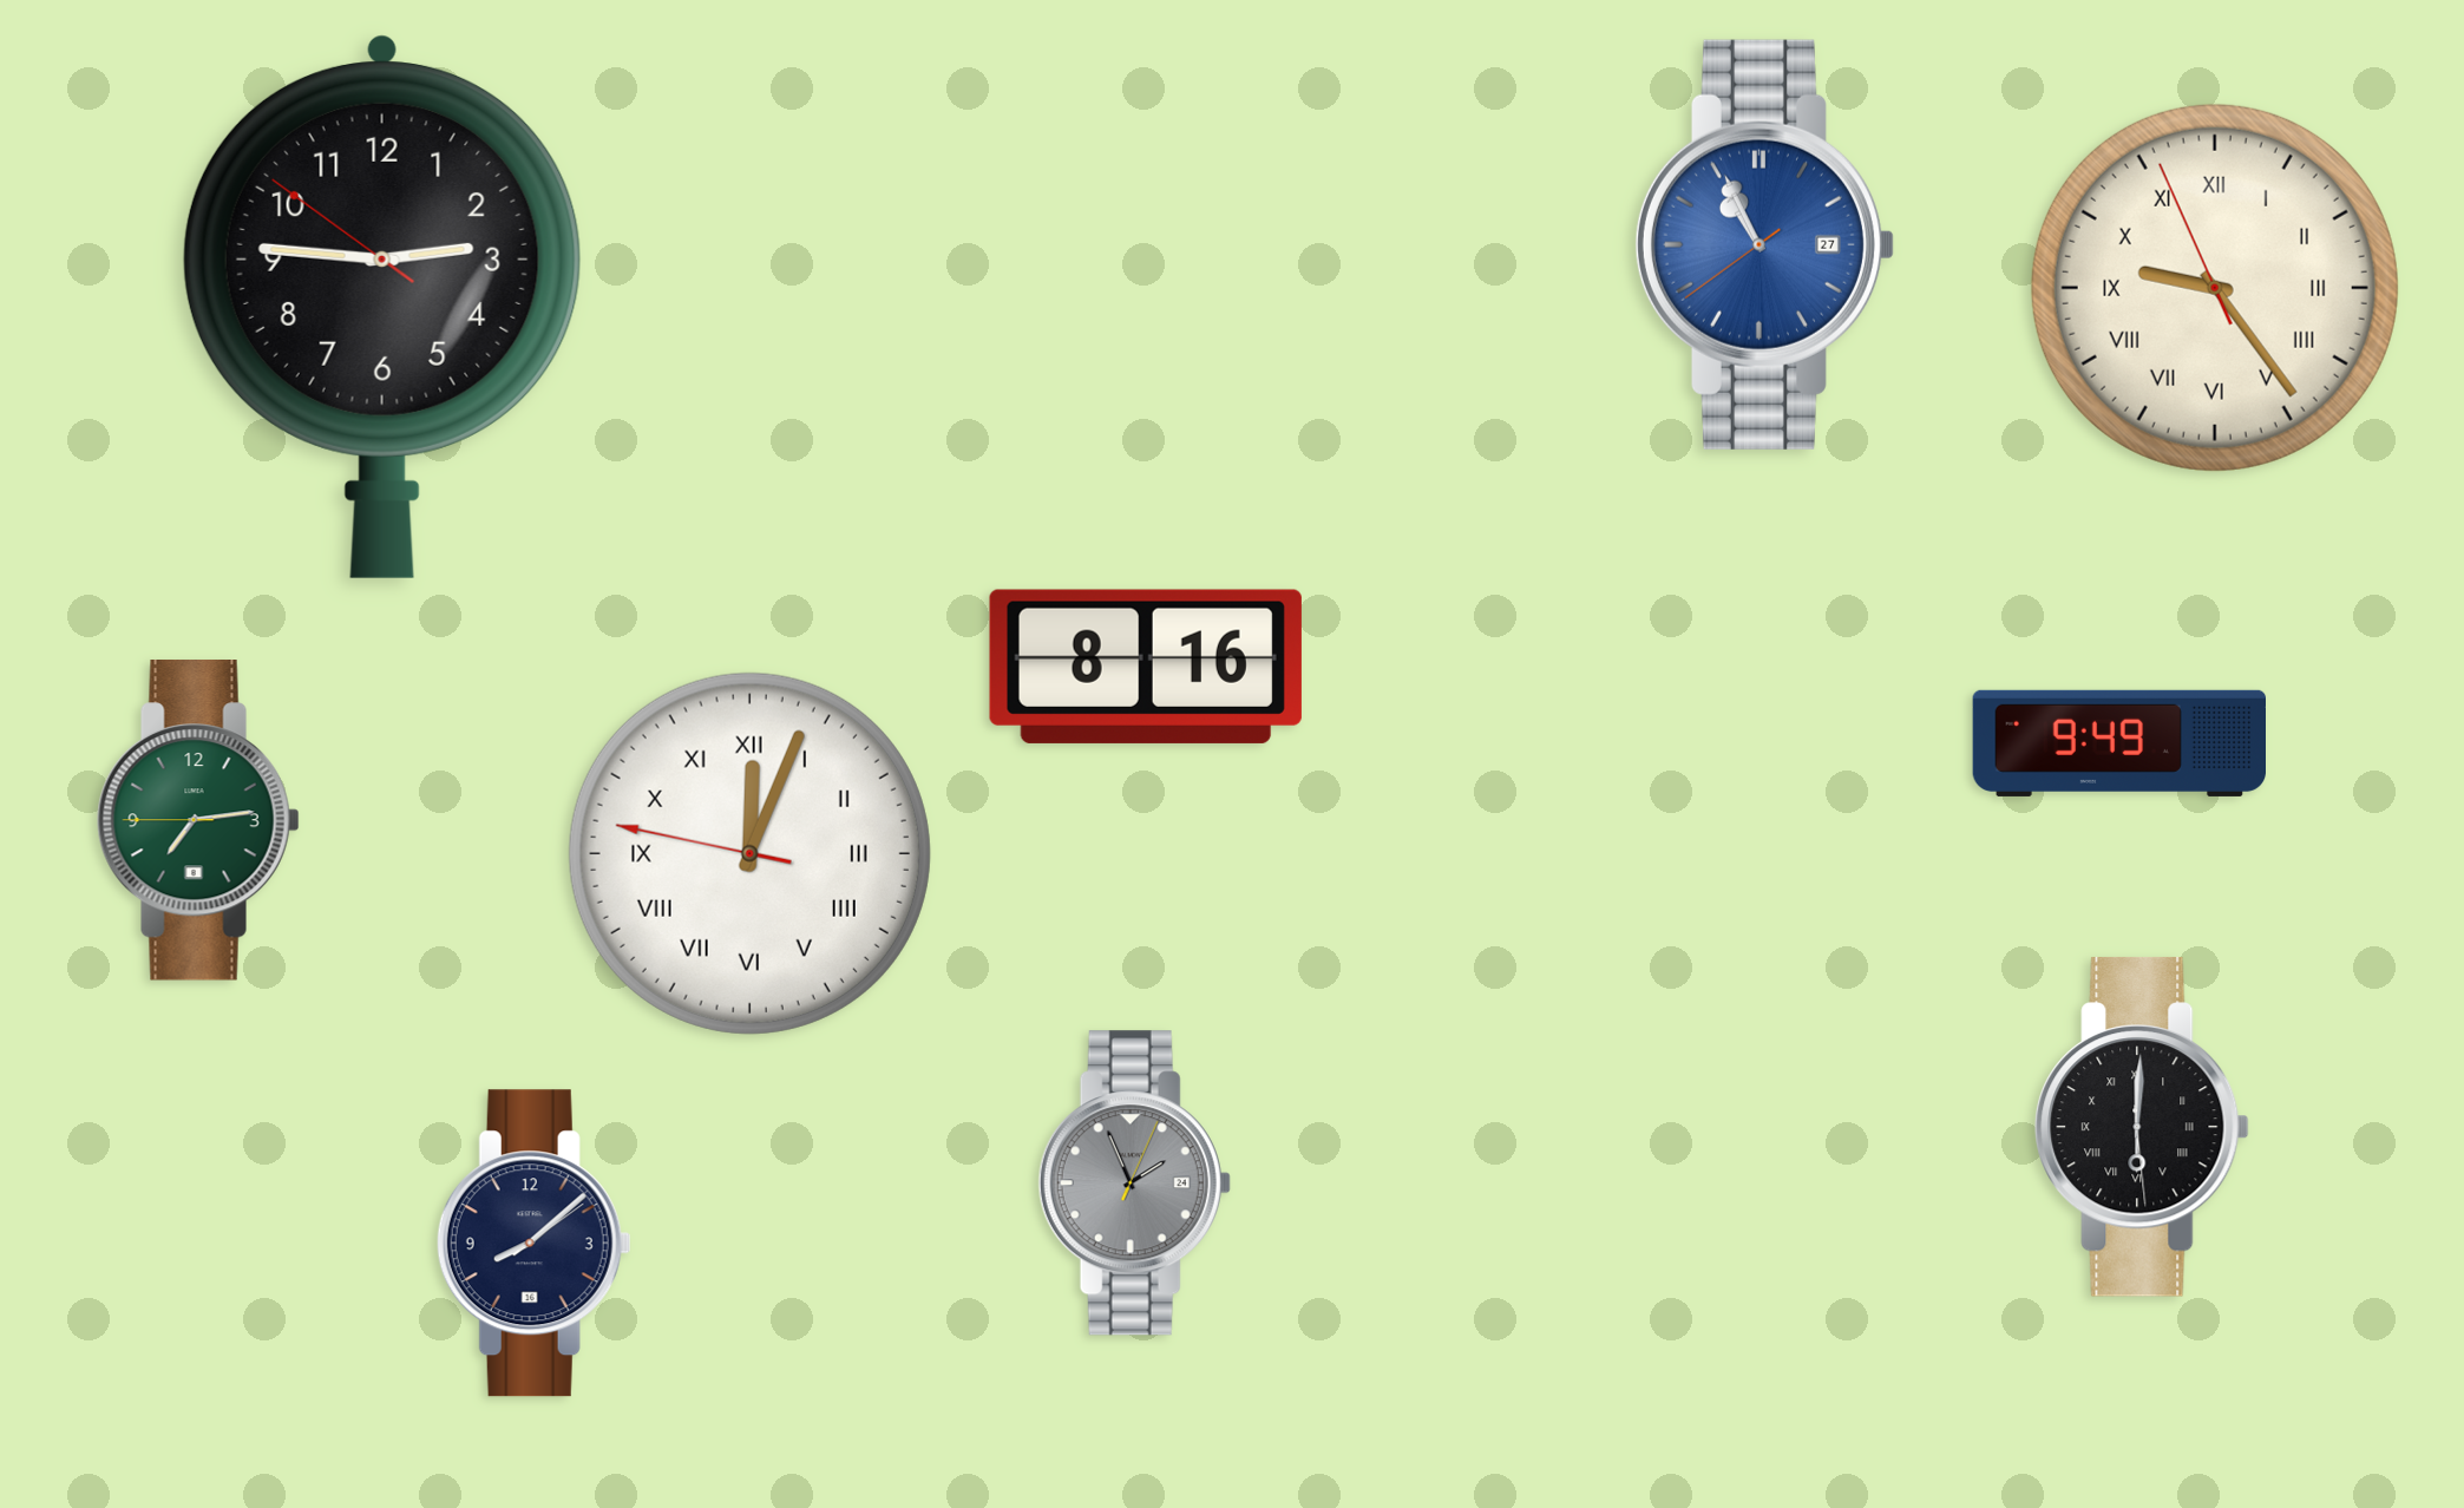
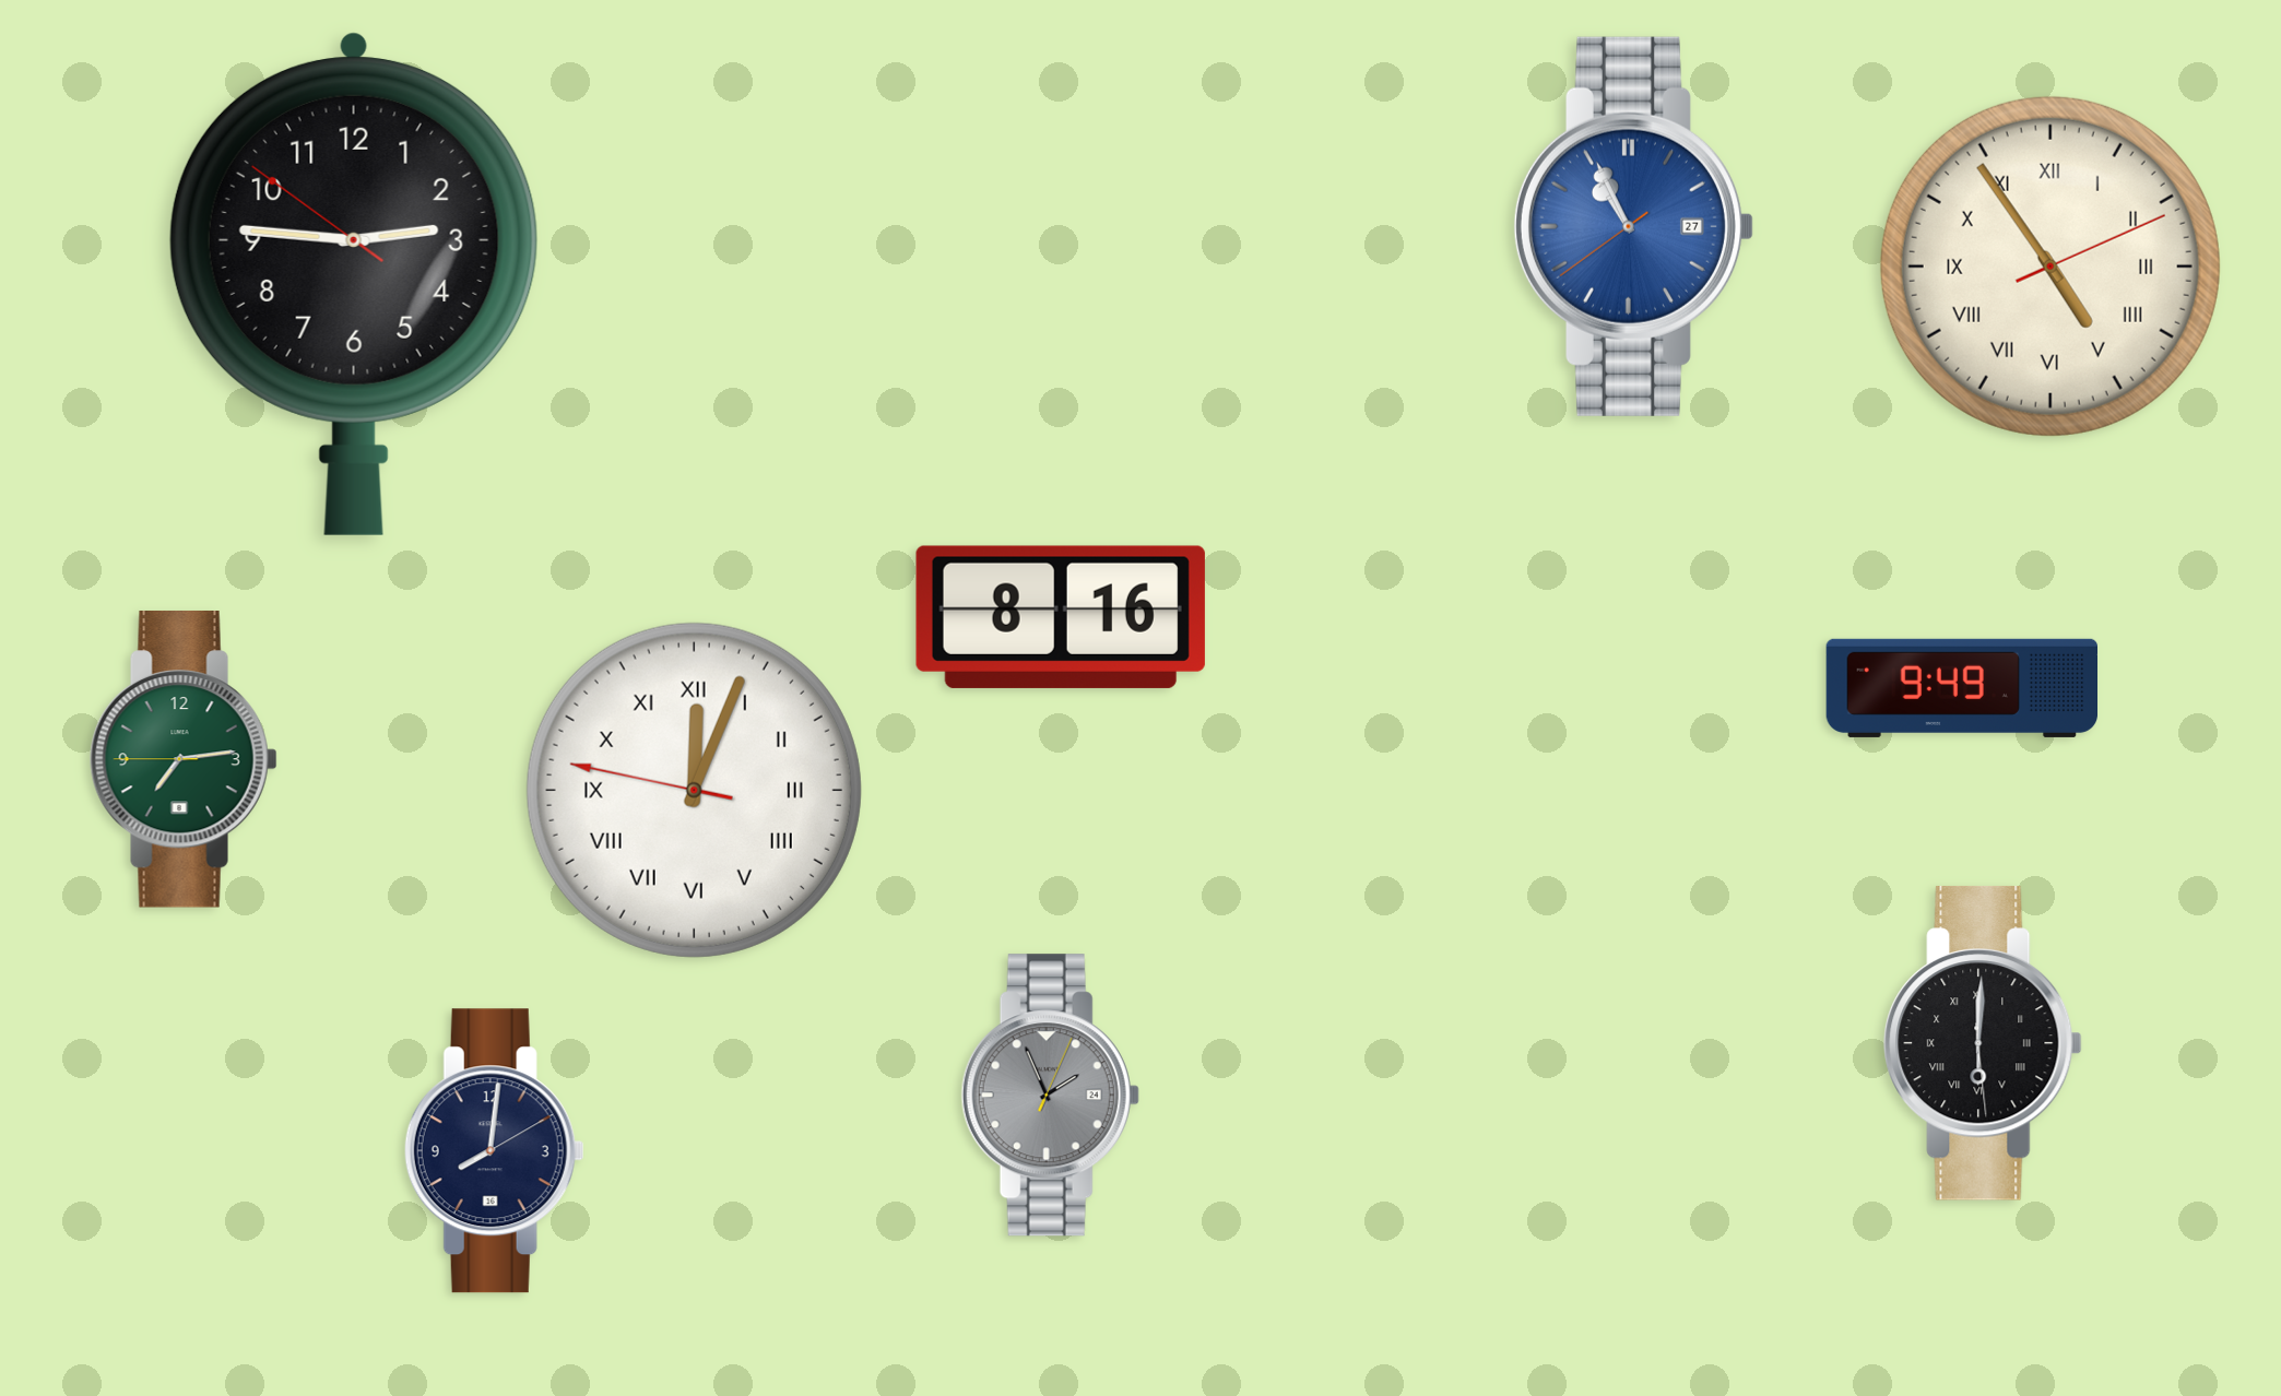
clock at (2215, 288): 9:23 -> 4:54
clock at (533, 1244): 8:08 -> 8:01
